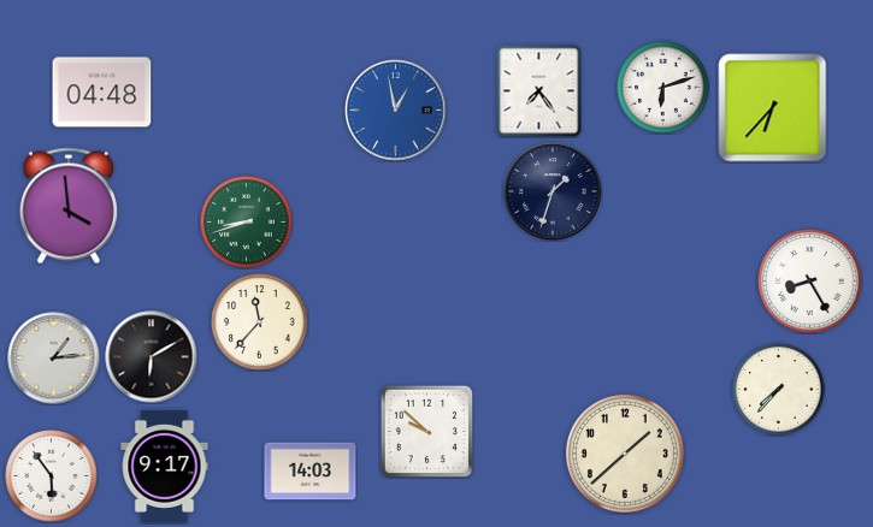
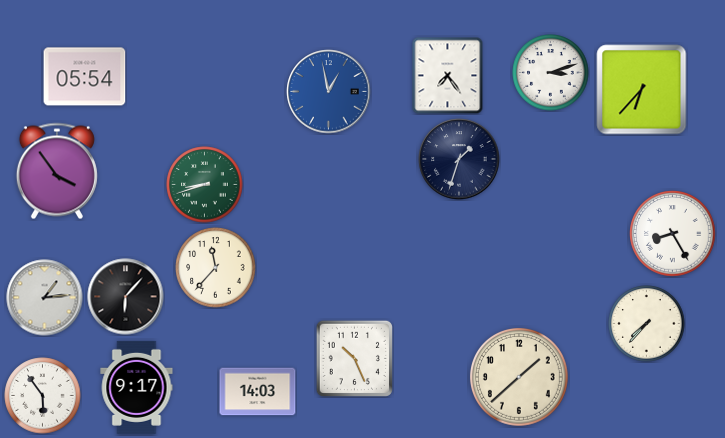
clock at (663, 88): 6:12 -> 3:12
clock at (102, 93): 04:48 -> 05:54
clock at (69, 206): 3:59 -> 3:54
clock at (152, 357): 6:10 -> 6:07
clock at (426, 431): 9:52 -> 10:26
